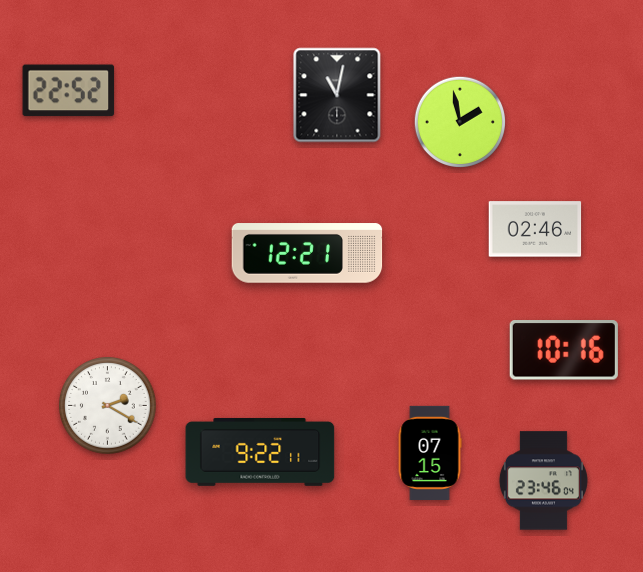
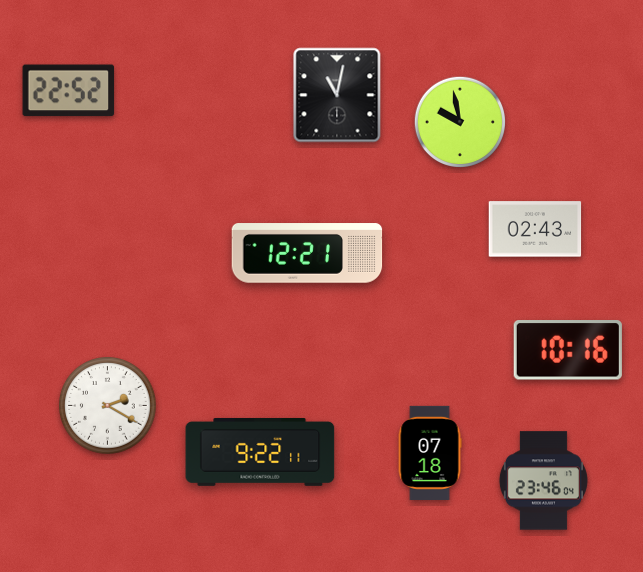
clock at (459, 121): 1:58 -> 9:58
clock at (535, 229): 02:46 -> 02:43
clock at (564, 350) position: (564, 350) -> (568, 350)
clock at (430, 453): 07:15 -> 07:18
